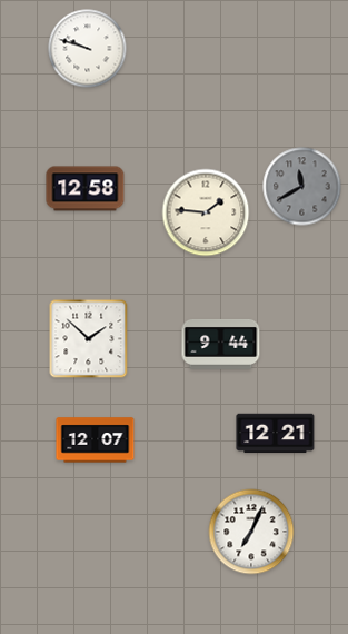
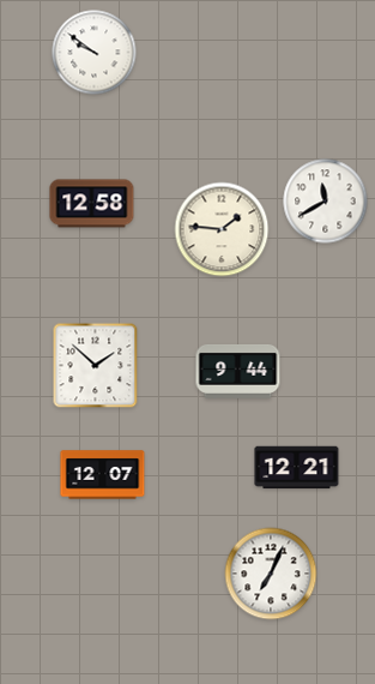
clock at (88, 49): 9:48 -> 9:51
clock at (302, 187) dial: grey -> white
